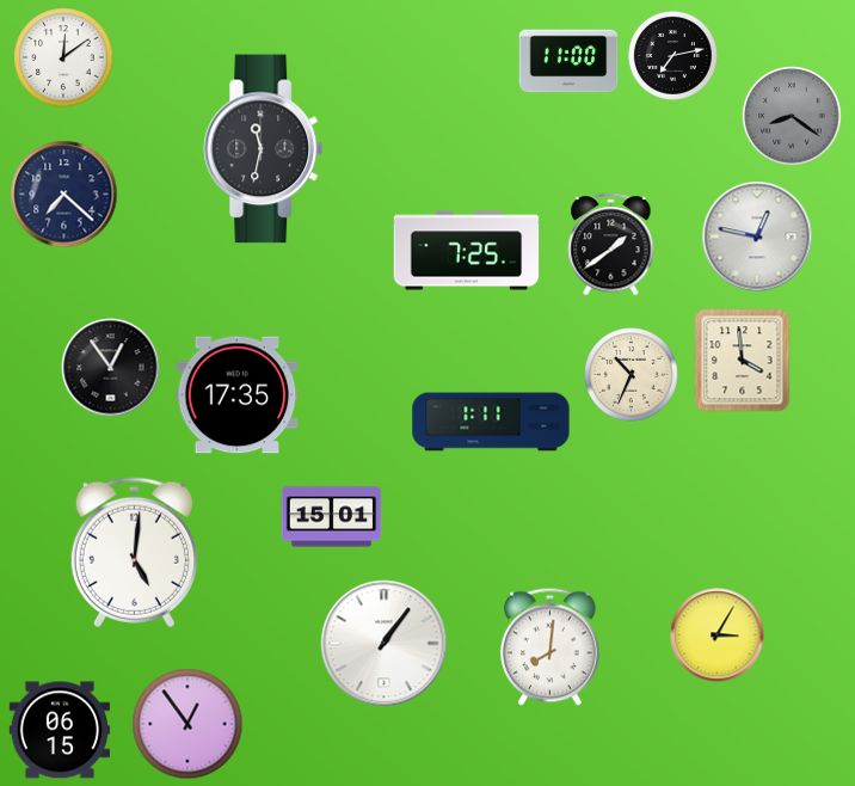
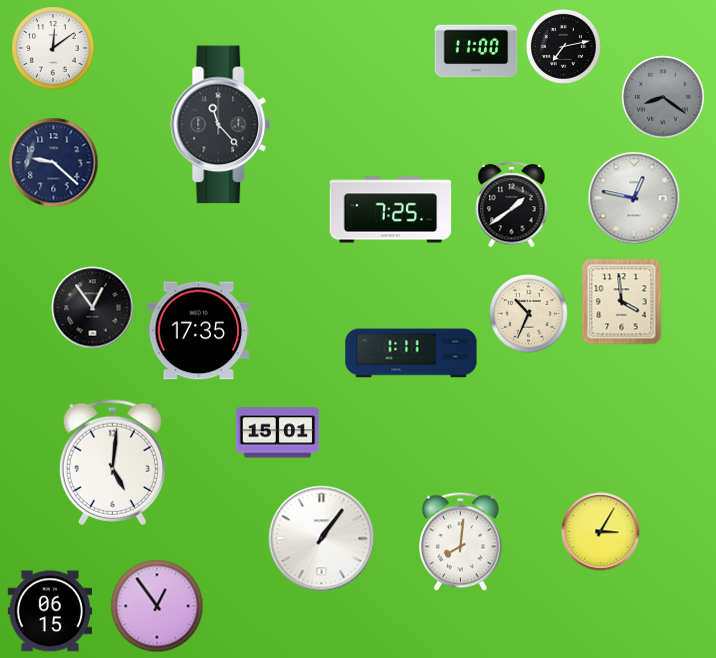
clock at (264, 149): 11:32 -> 11:23
clock at (64, 195): 7:22 -> 9:22
